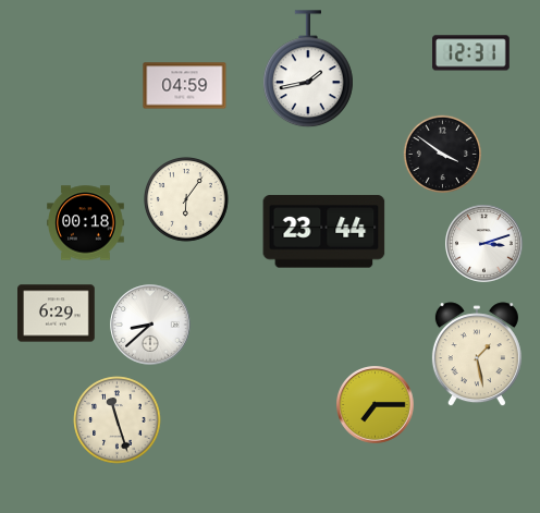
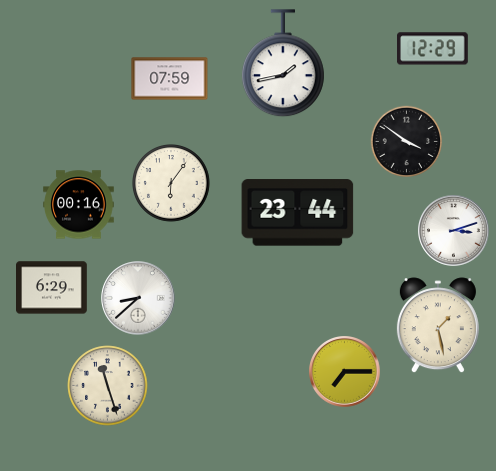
clock at (471, 53): 12:31 -> 12:29
clock at (185, 86): 04:59 -> 07:59
clock at (86, 223): 00:18 -> 00:16
clock at (484, 244) position: (484, 244) -> (454, 231)
